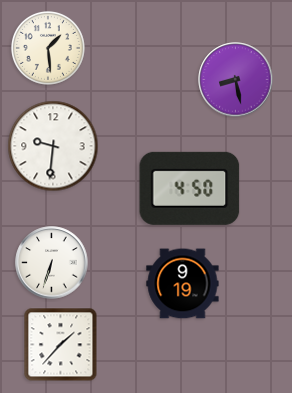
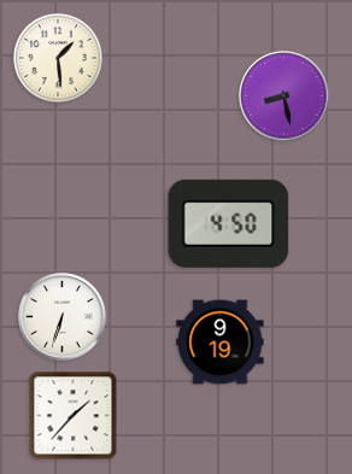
clock at (53, 146): 9:31 -> none
clock at (190, 188) position: (190, 188) -> (229, 223)
